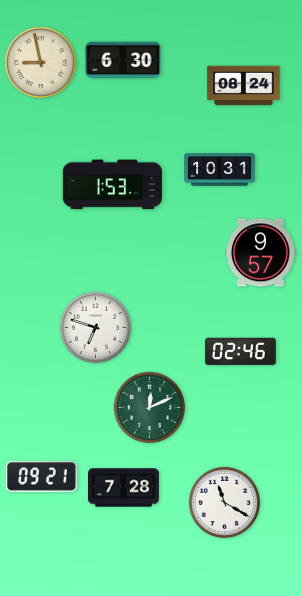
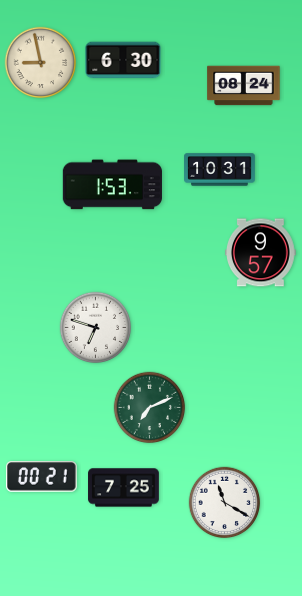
clock at (241, 352): 02:46 -> none
clock at (150, 408): 12:11 -> 7:11
clock at (41, 477): 09:21 -> 00:21
clock at (124, 488): 7:28 -> 7:25
